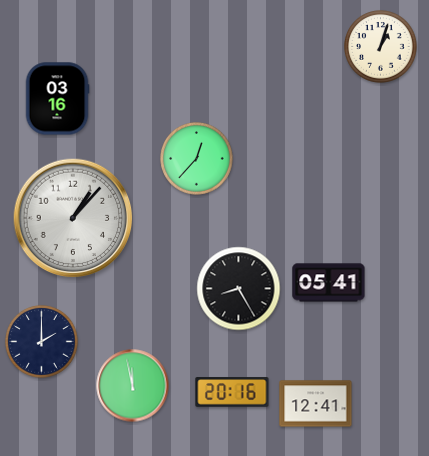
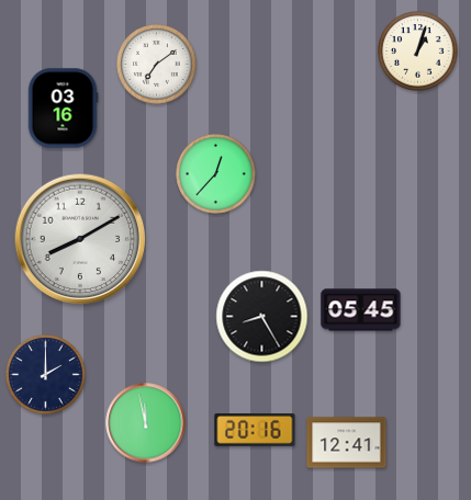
clock at (157, 65): none -> 7:09
clock at (73, 218): 1:07 -> 8:10
clock at (329, 283): 05:41 -> 05:45
